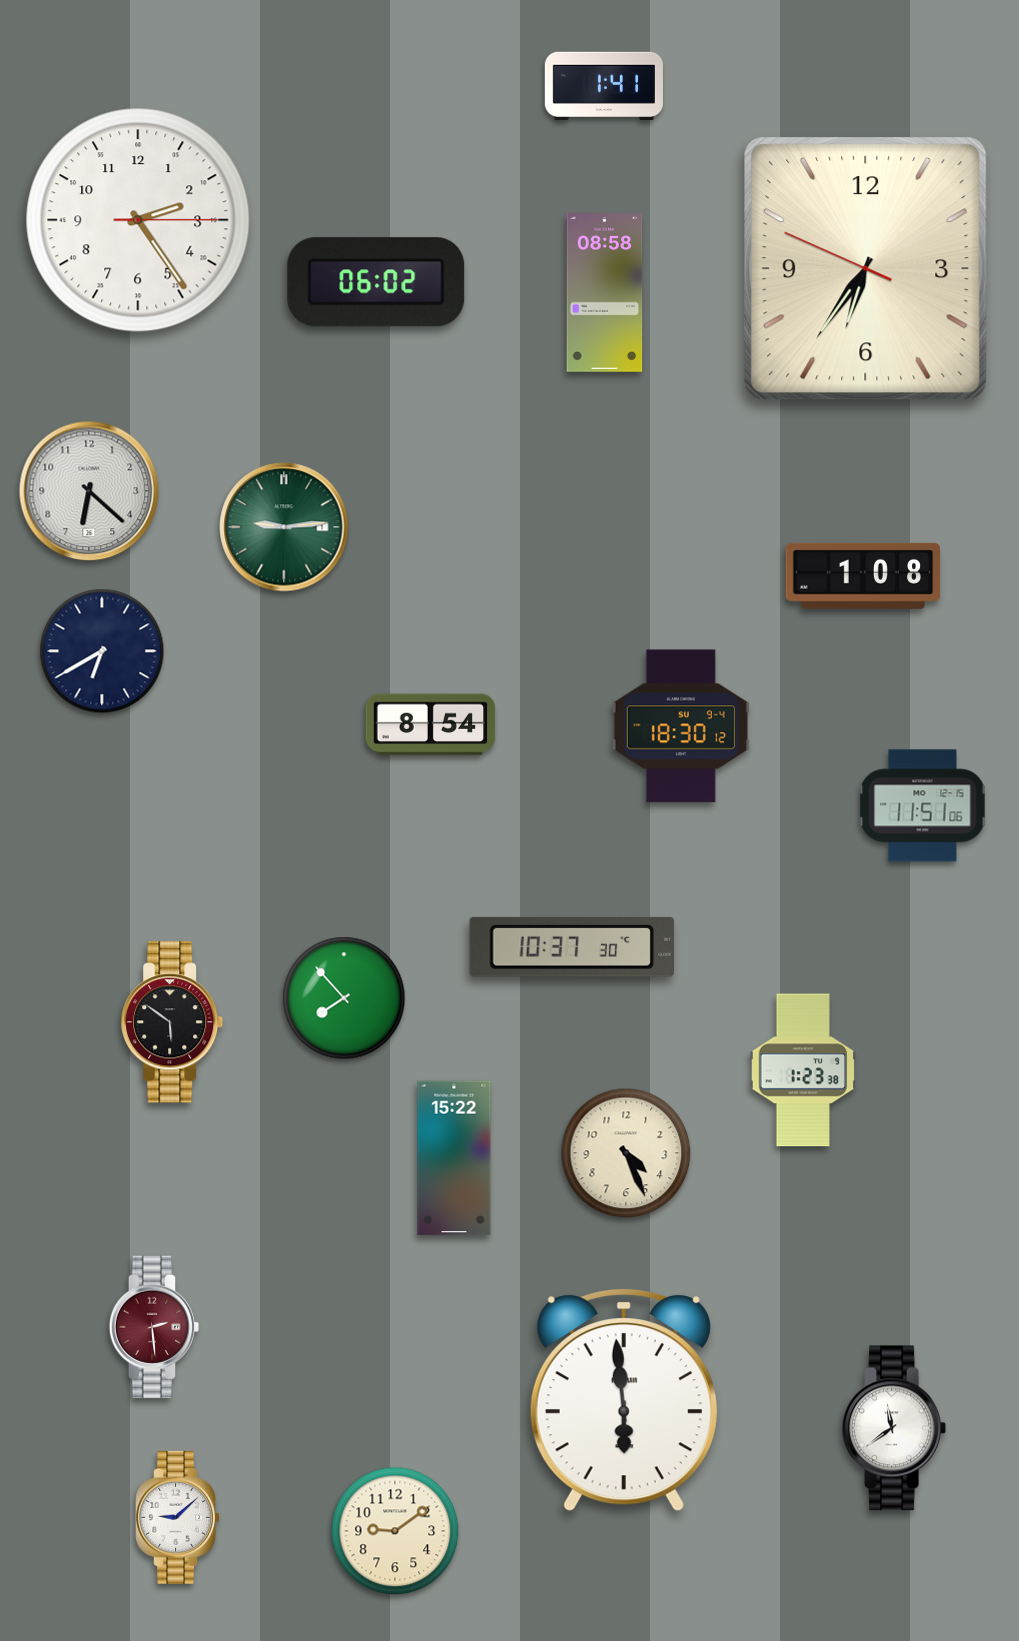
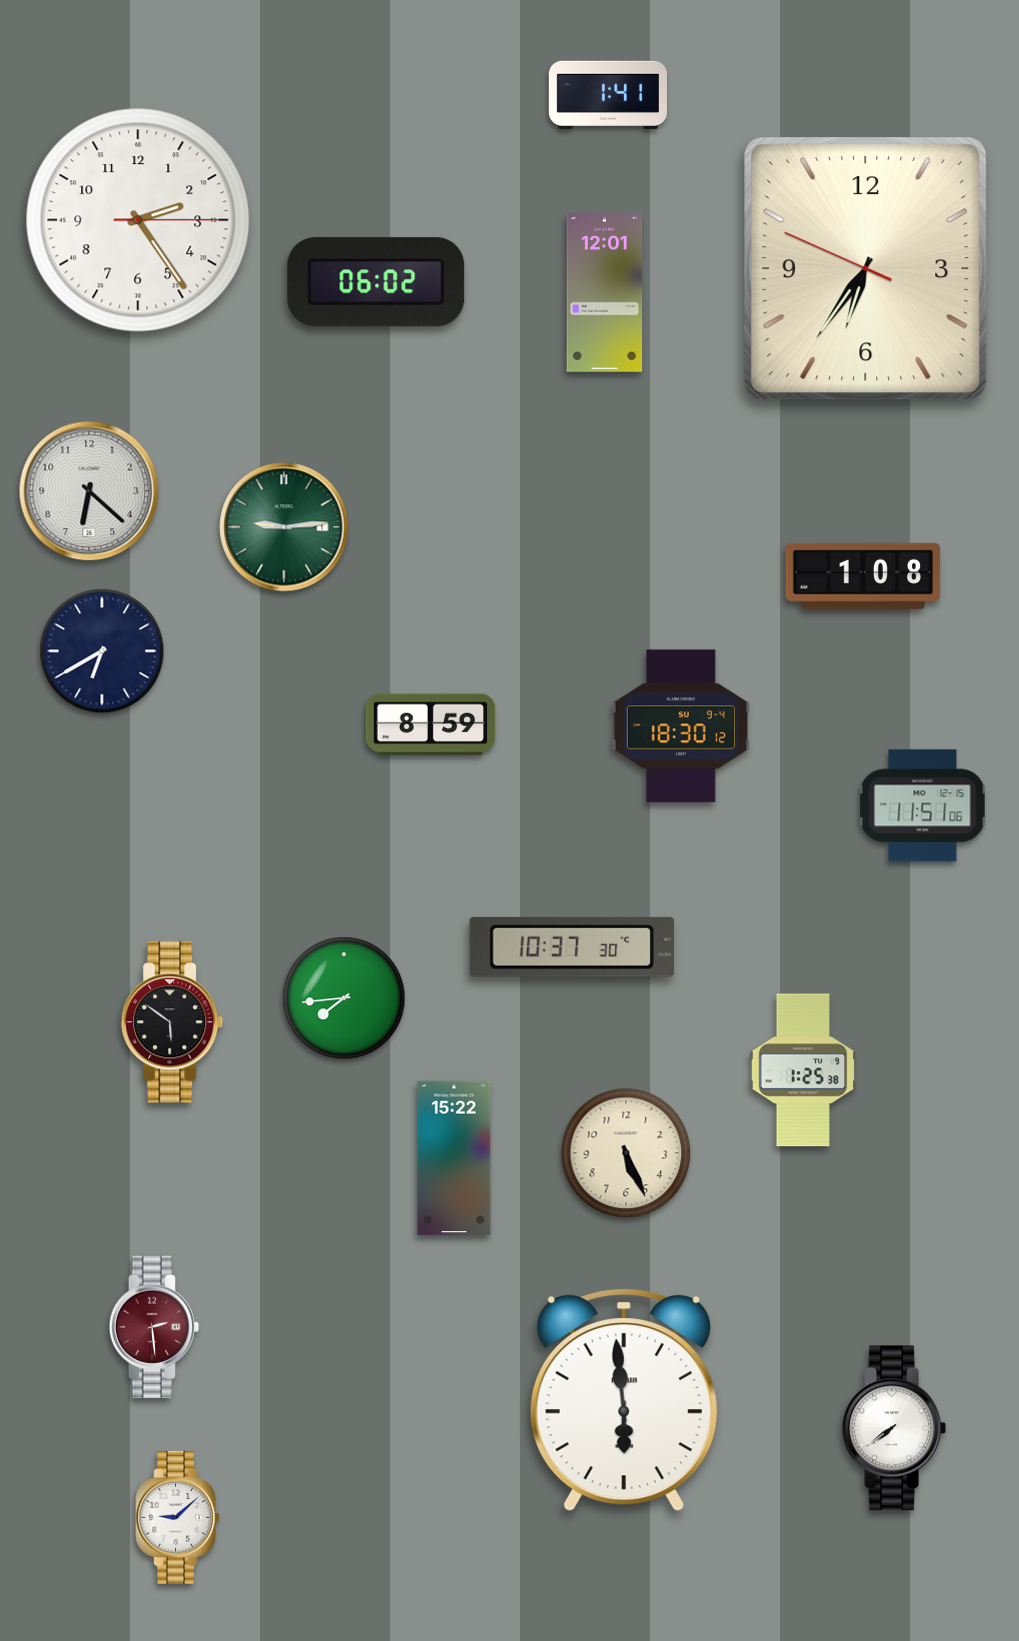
clock at (604, 86) position: (604, 86) -> (608, 95)
clock at (605, 293): 08:58 -> 12:01
clock at (431, 725): 8:54 -> 8:59
clock at (344, 998): 7:53 -> 7:44
clock at (803, 1070): 1:23 -> 1:25
clock at (626, 1153): 4:26 -> 5:26
clock at (893, 1428): 11:39 -> 7:39
clock at (395, 1531): 9:09 -> none
